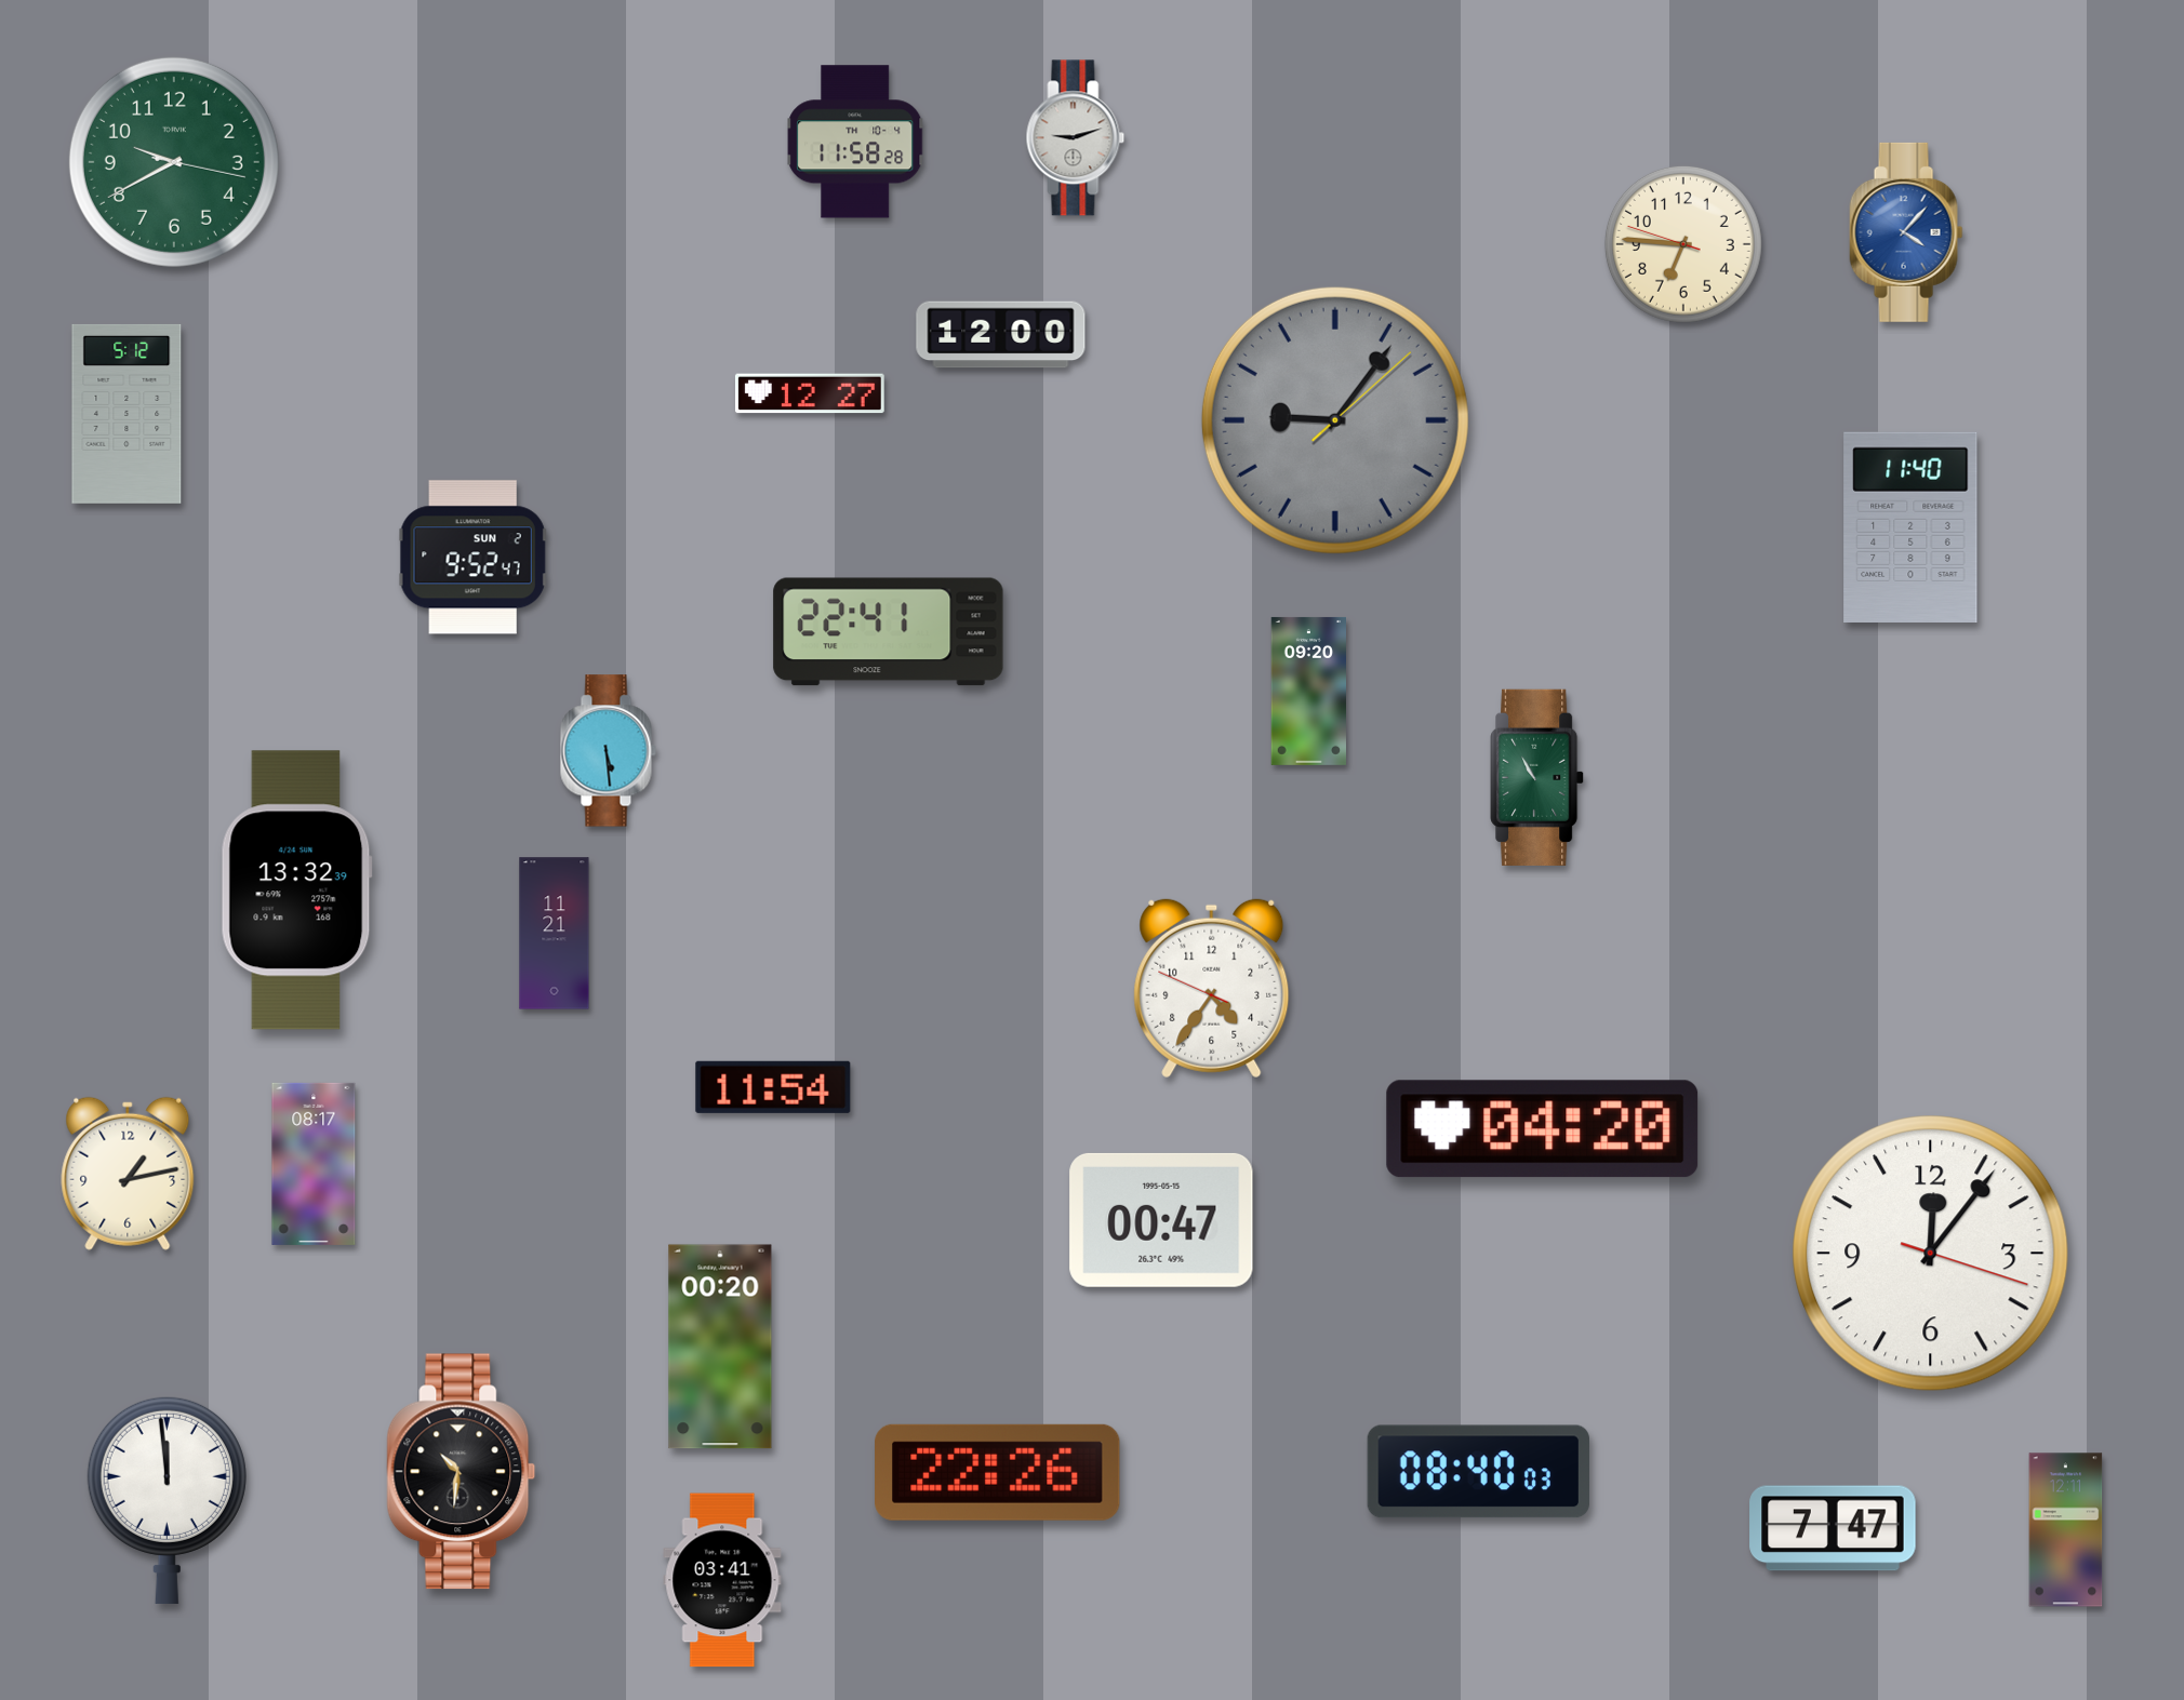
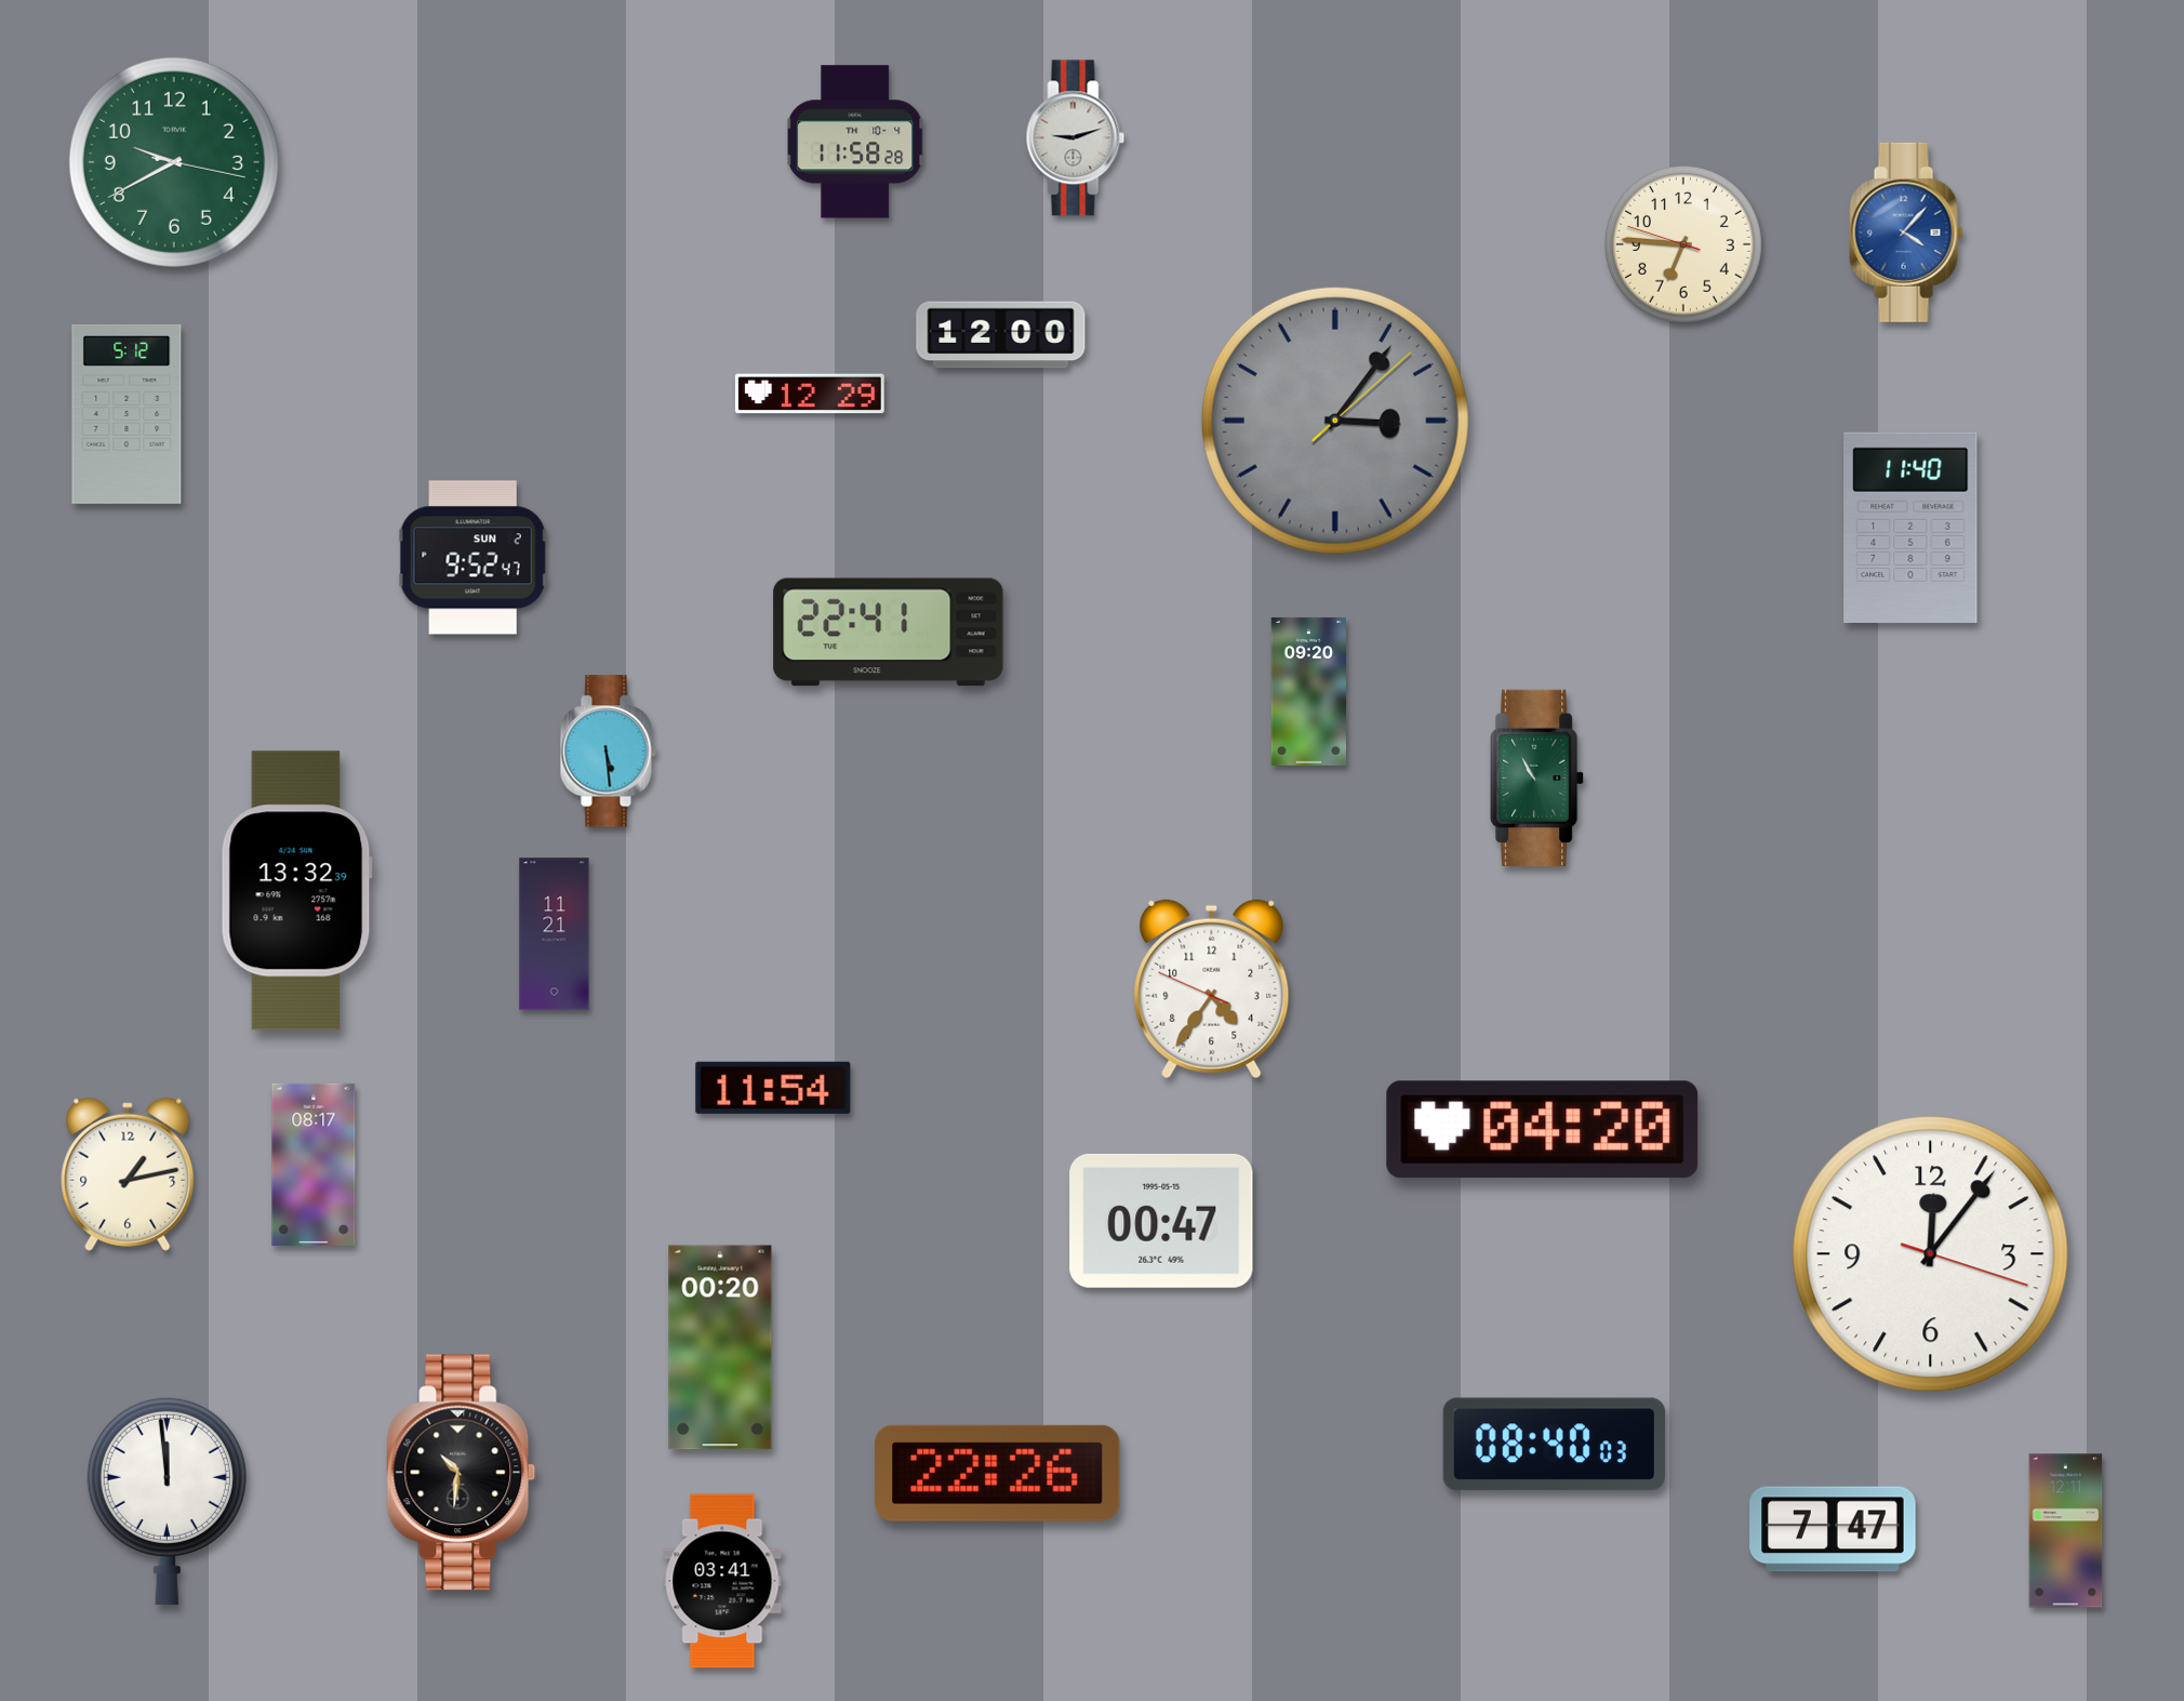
clock at (810, 393): 12:27 -> 12:29
clock at (1335, 420): 9:06 -> 3:06
clock at (1478, 1472) position: (1478, 1472) -> (1554, 1445)
